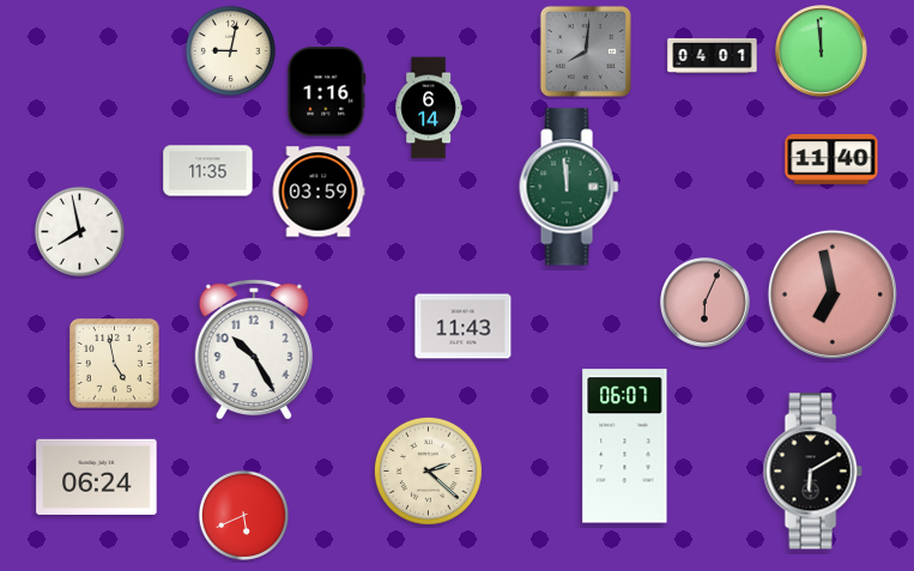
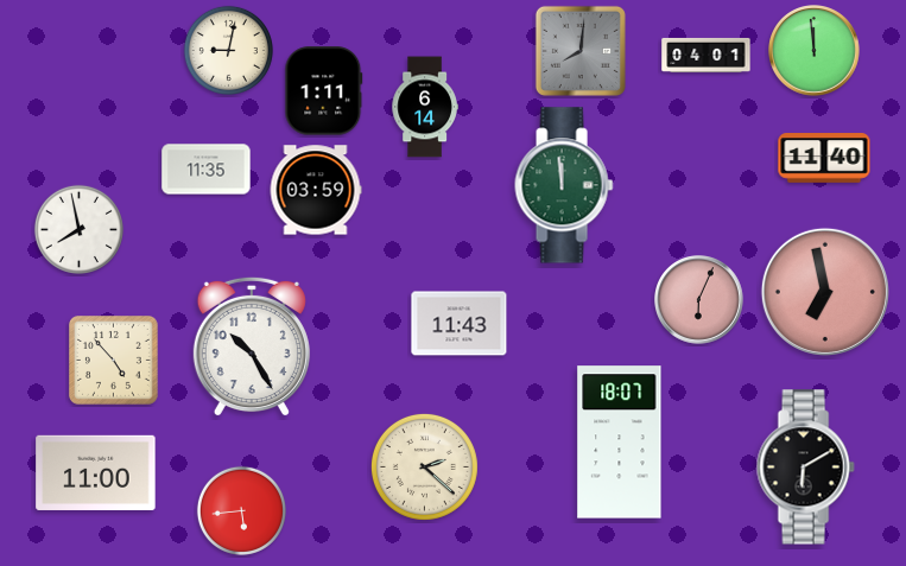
clock at (327, 92): 1:16 -> 1:11
clock at (115, 364): 4:58 -> 4:53
clock at (625, 447): 06:07 -> 18:07
clock at (97, 476): 06:24 -> 11:00
clock at (243, 515): 5:41 -> 5:44
